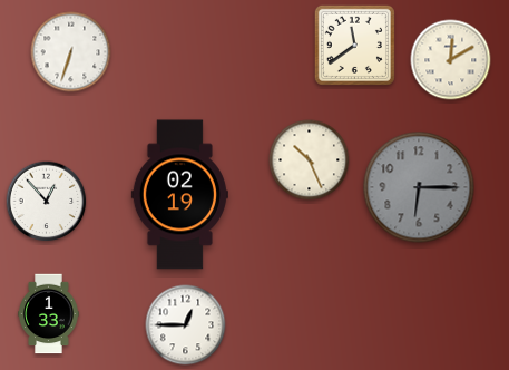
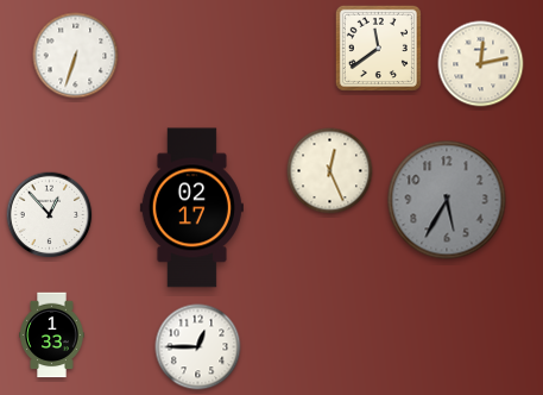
clock at (451, 60): 12:10 -> 12:13
clock at (310, 160): 10:26 -> 12:26
clock at (419, 187): 6:15 -> 5:35
clock at (179, 195): 02:19 -> 02:17
